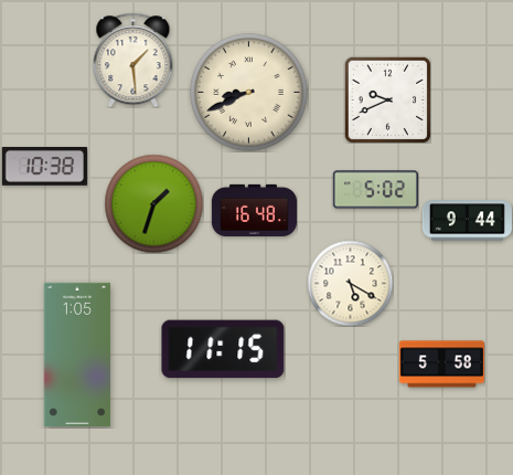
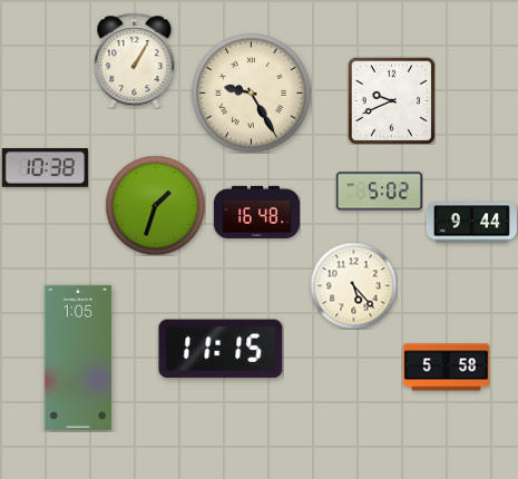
clock at (133, 60): 1:29 -> 1:05
clock at (249, 93): 8:41 -> 9:25
clock at (350, 283): 5:20 -> 5:23
clock at (223, 349) position: (223, 349) -> (221, 349)
